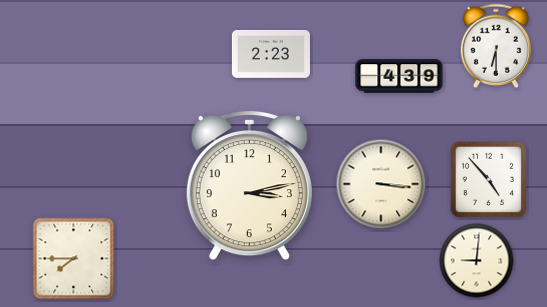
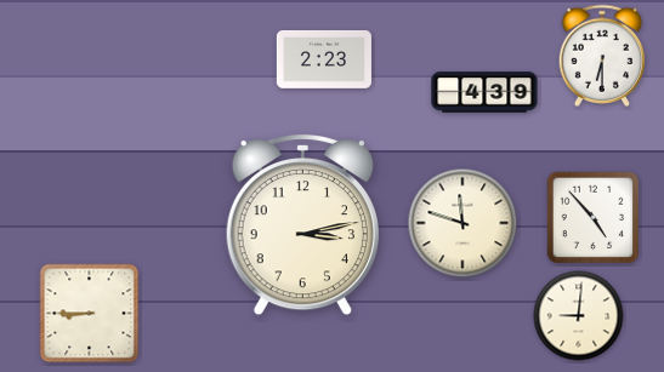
clock at (271, 54) position: (271, 54) -> (324, 59)
clock at (381, 184): 3:16 -> 11:48
clock at (74, 259): 7:45 -> 8:45
